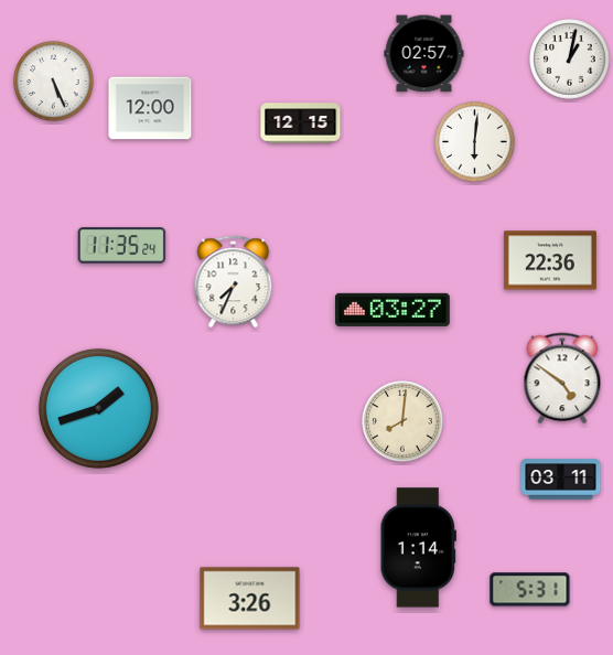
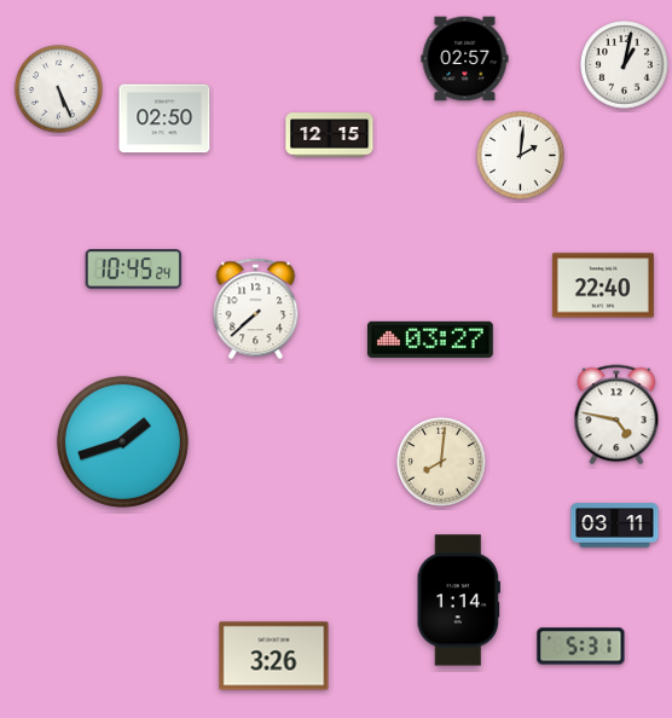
clock at (150, 108): 12:00 -> 02:50
clock at (475, 142): 6:01 -> 2:01
clock at (122, 246): 11:35 -> 10:45
clock at (550, 260): 22:36 -> 22:40
clock at (234, 282): 7:34 -> 7:38
clock at (562, 378): 4:51 -> 4:47
clock at (98, 408) position: (98, 408) -> (122, 441)
